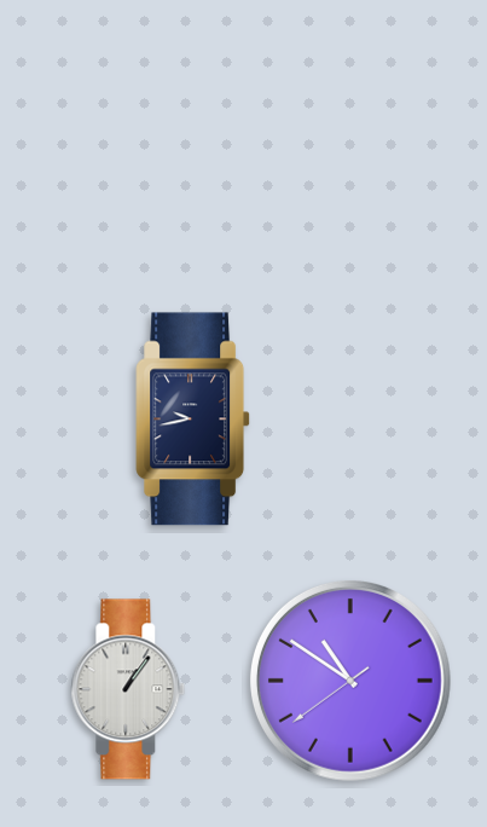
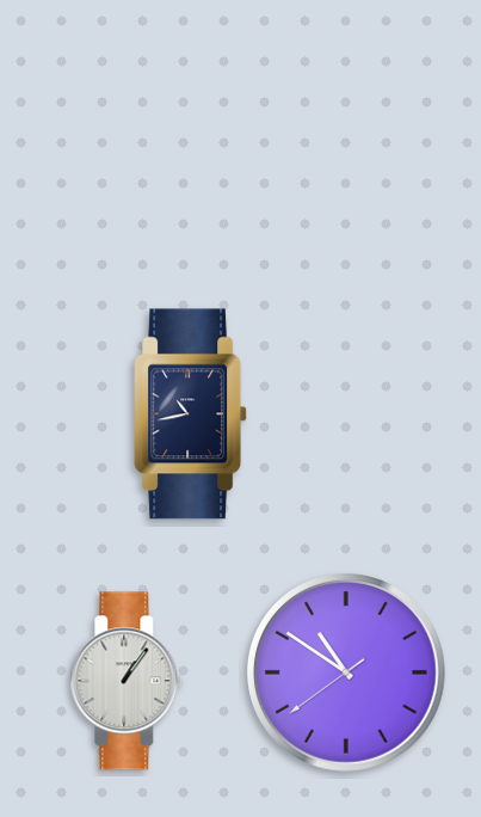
clock at (193, 420): 9:43 -> 10:43
